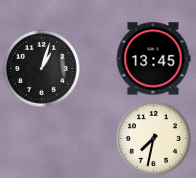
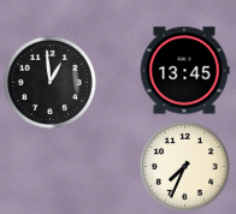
clock at (41, 68): 1:03 -> 12:59
clock at (153, 138): 7:32 -> 7:34
